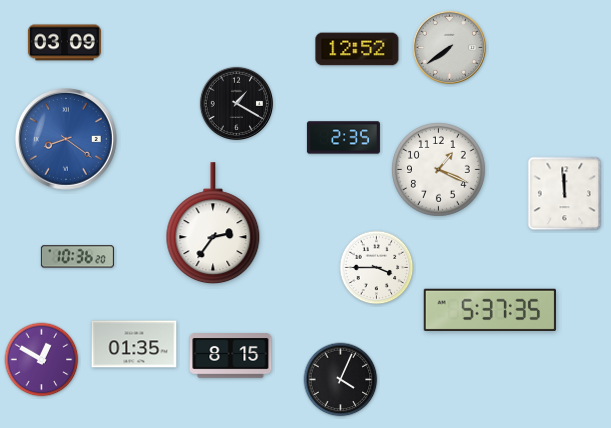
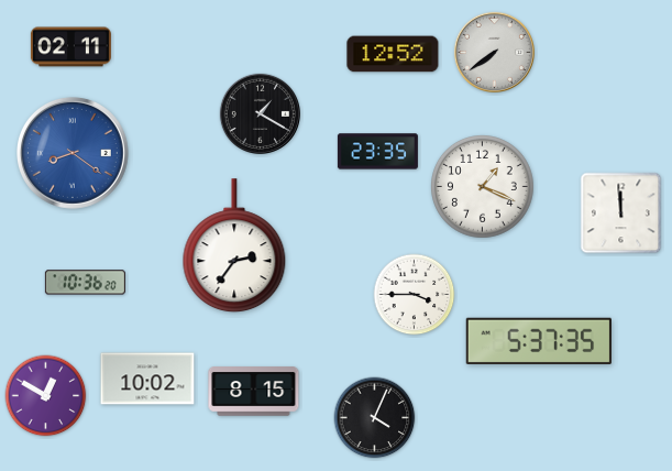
clock at (64, 43): 03:09 -> 02:11
clock at (343, 138): 2:35 -> 23:35
clock at (134, 344): 01:35 -> 10:02
